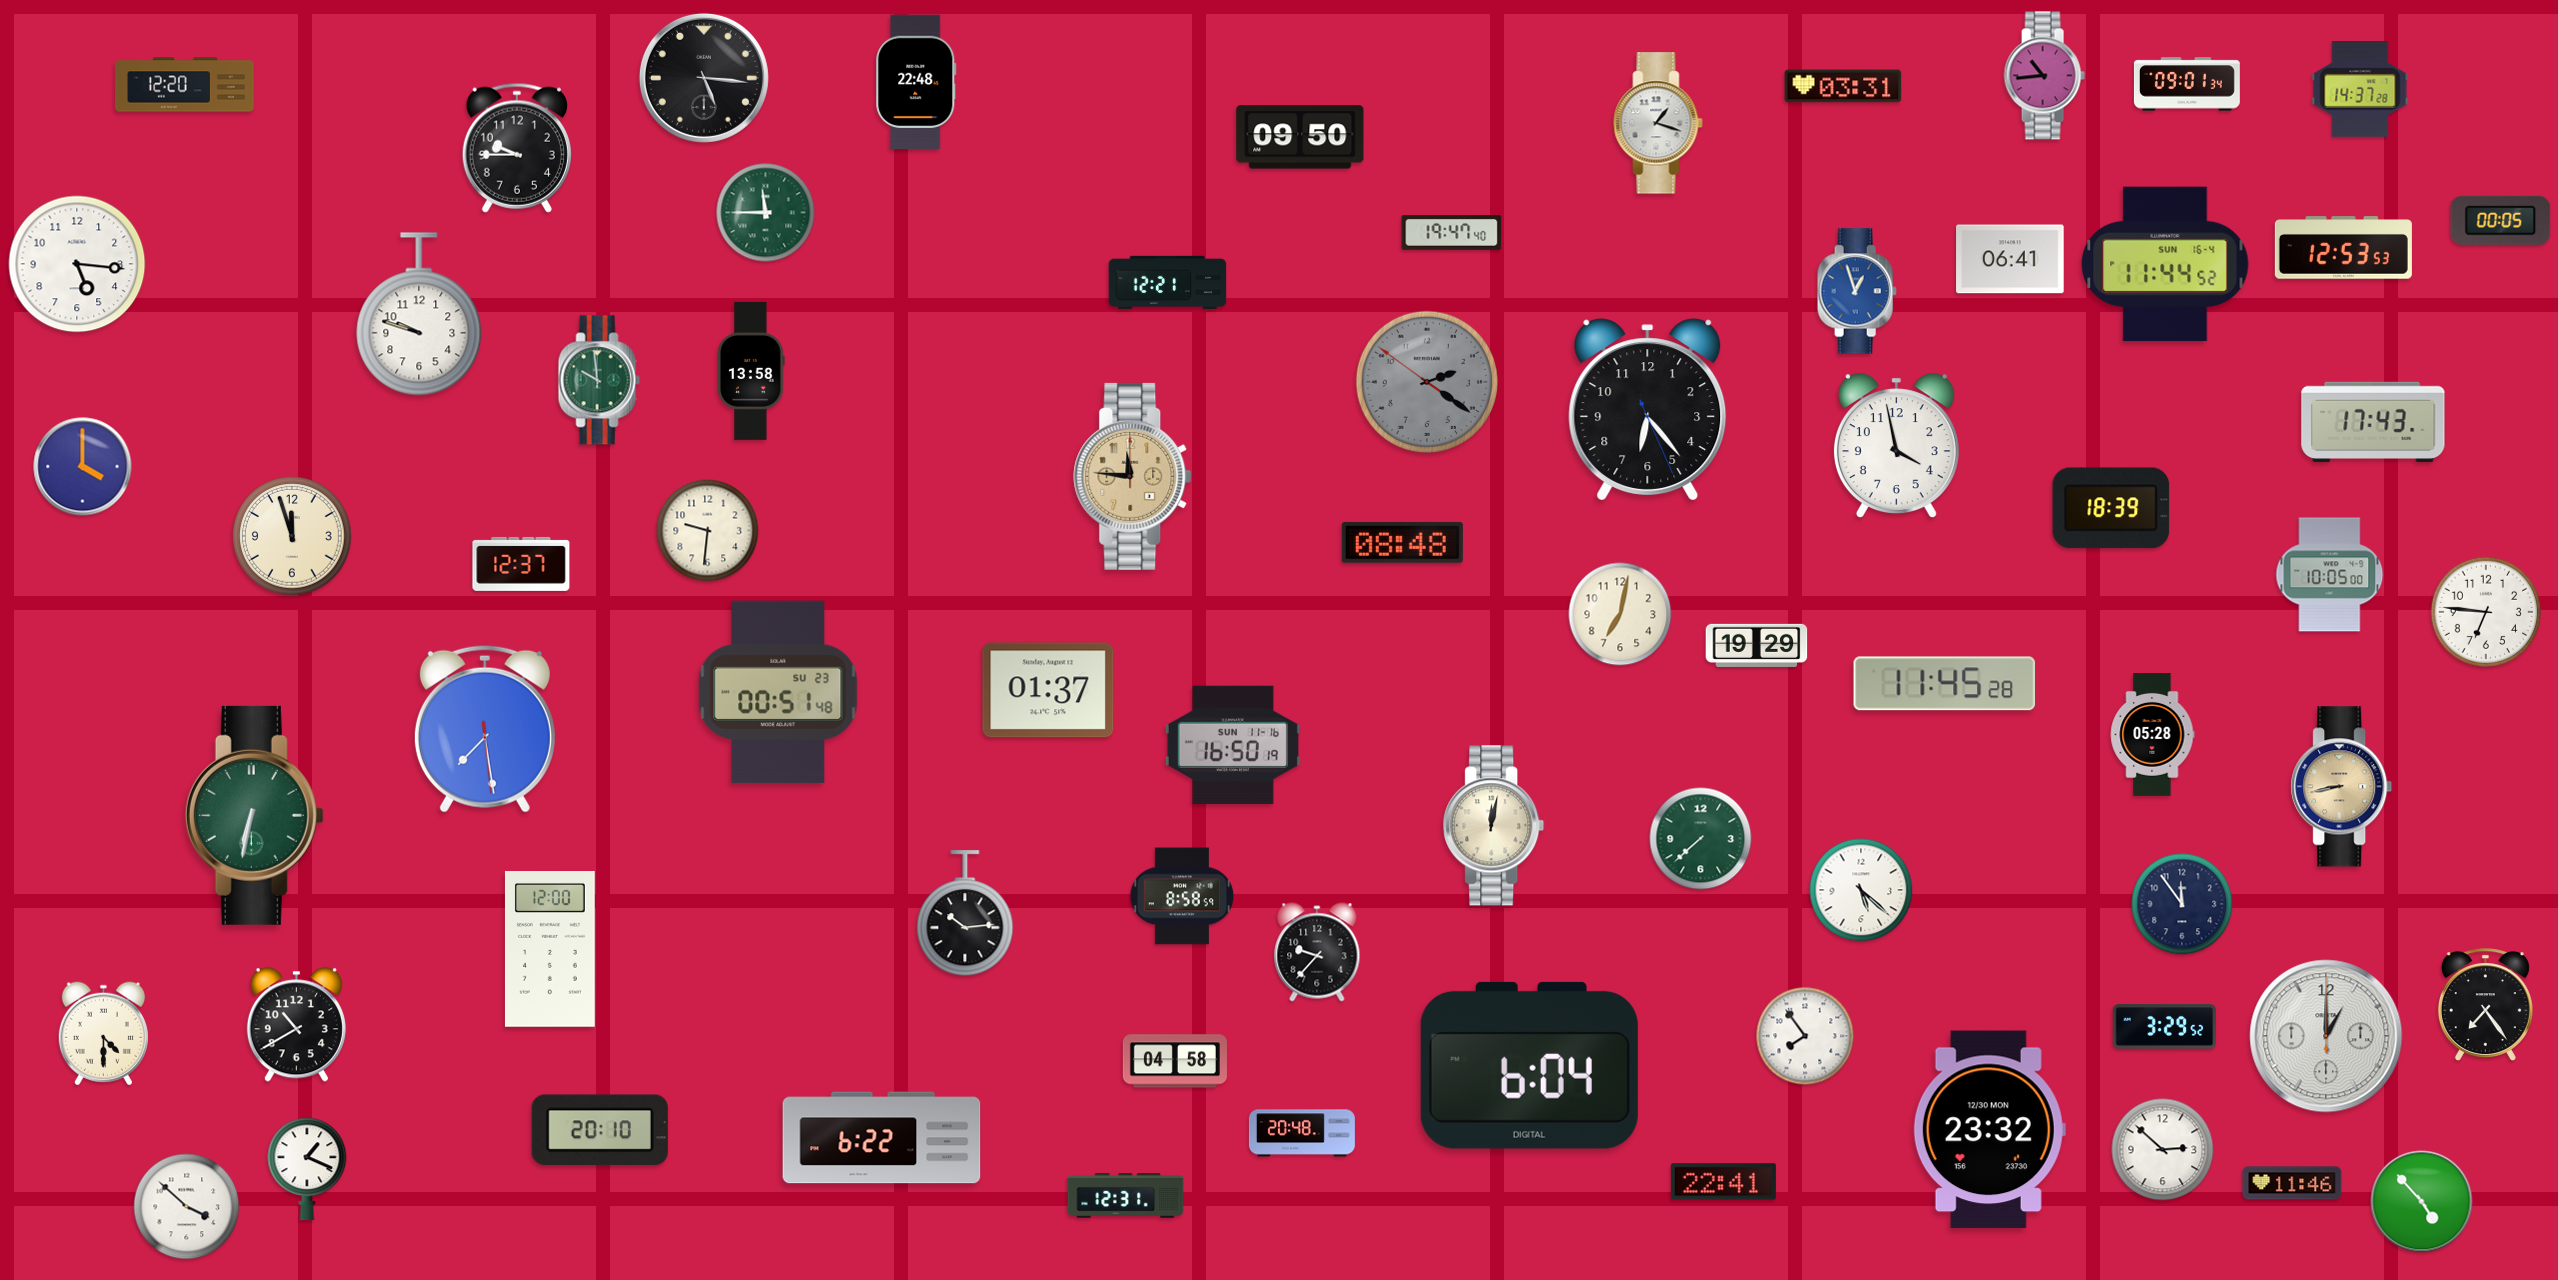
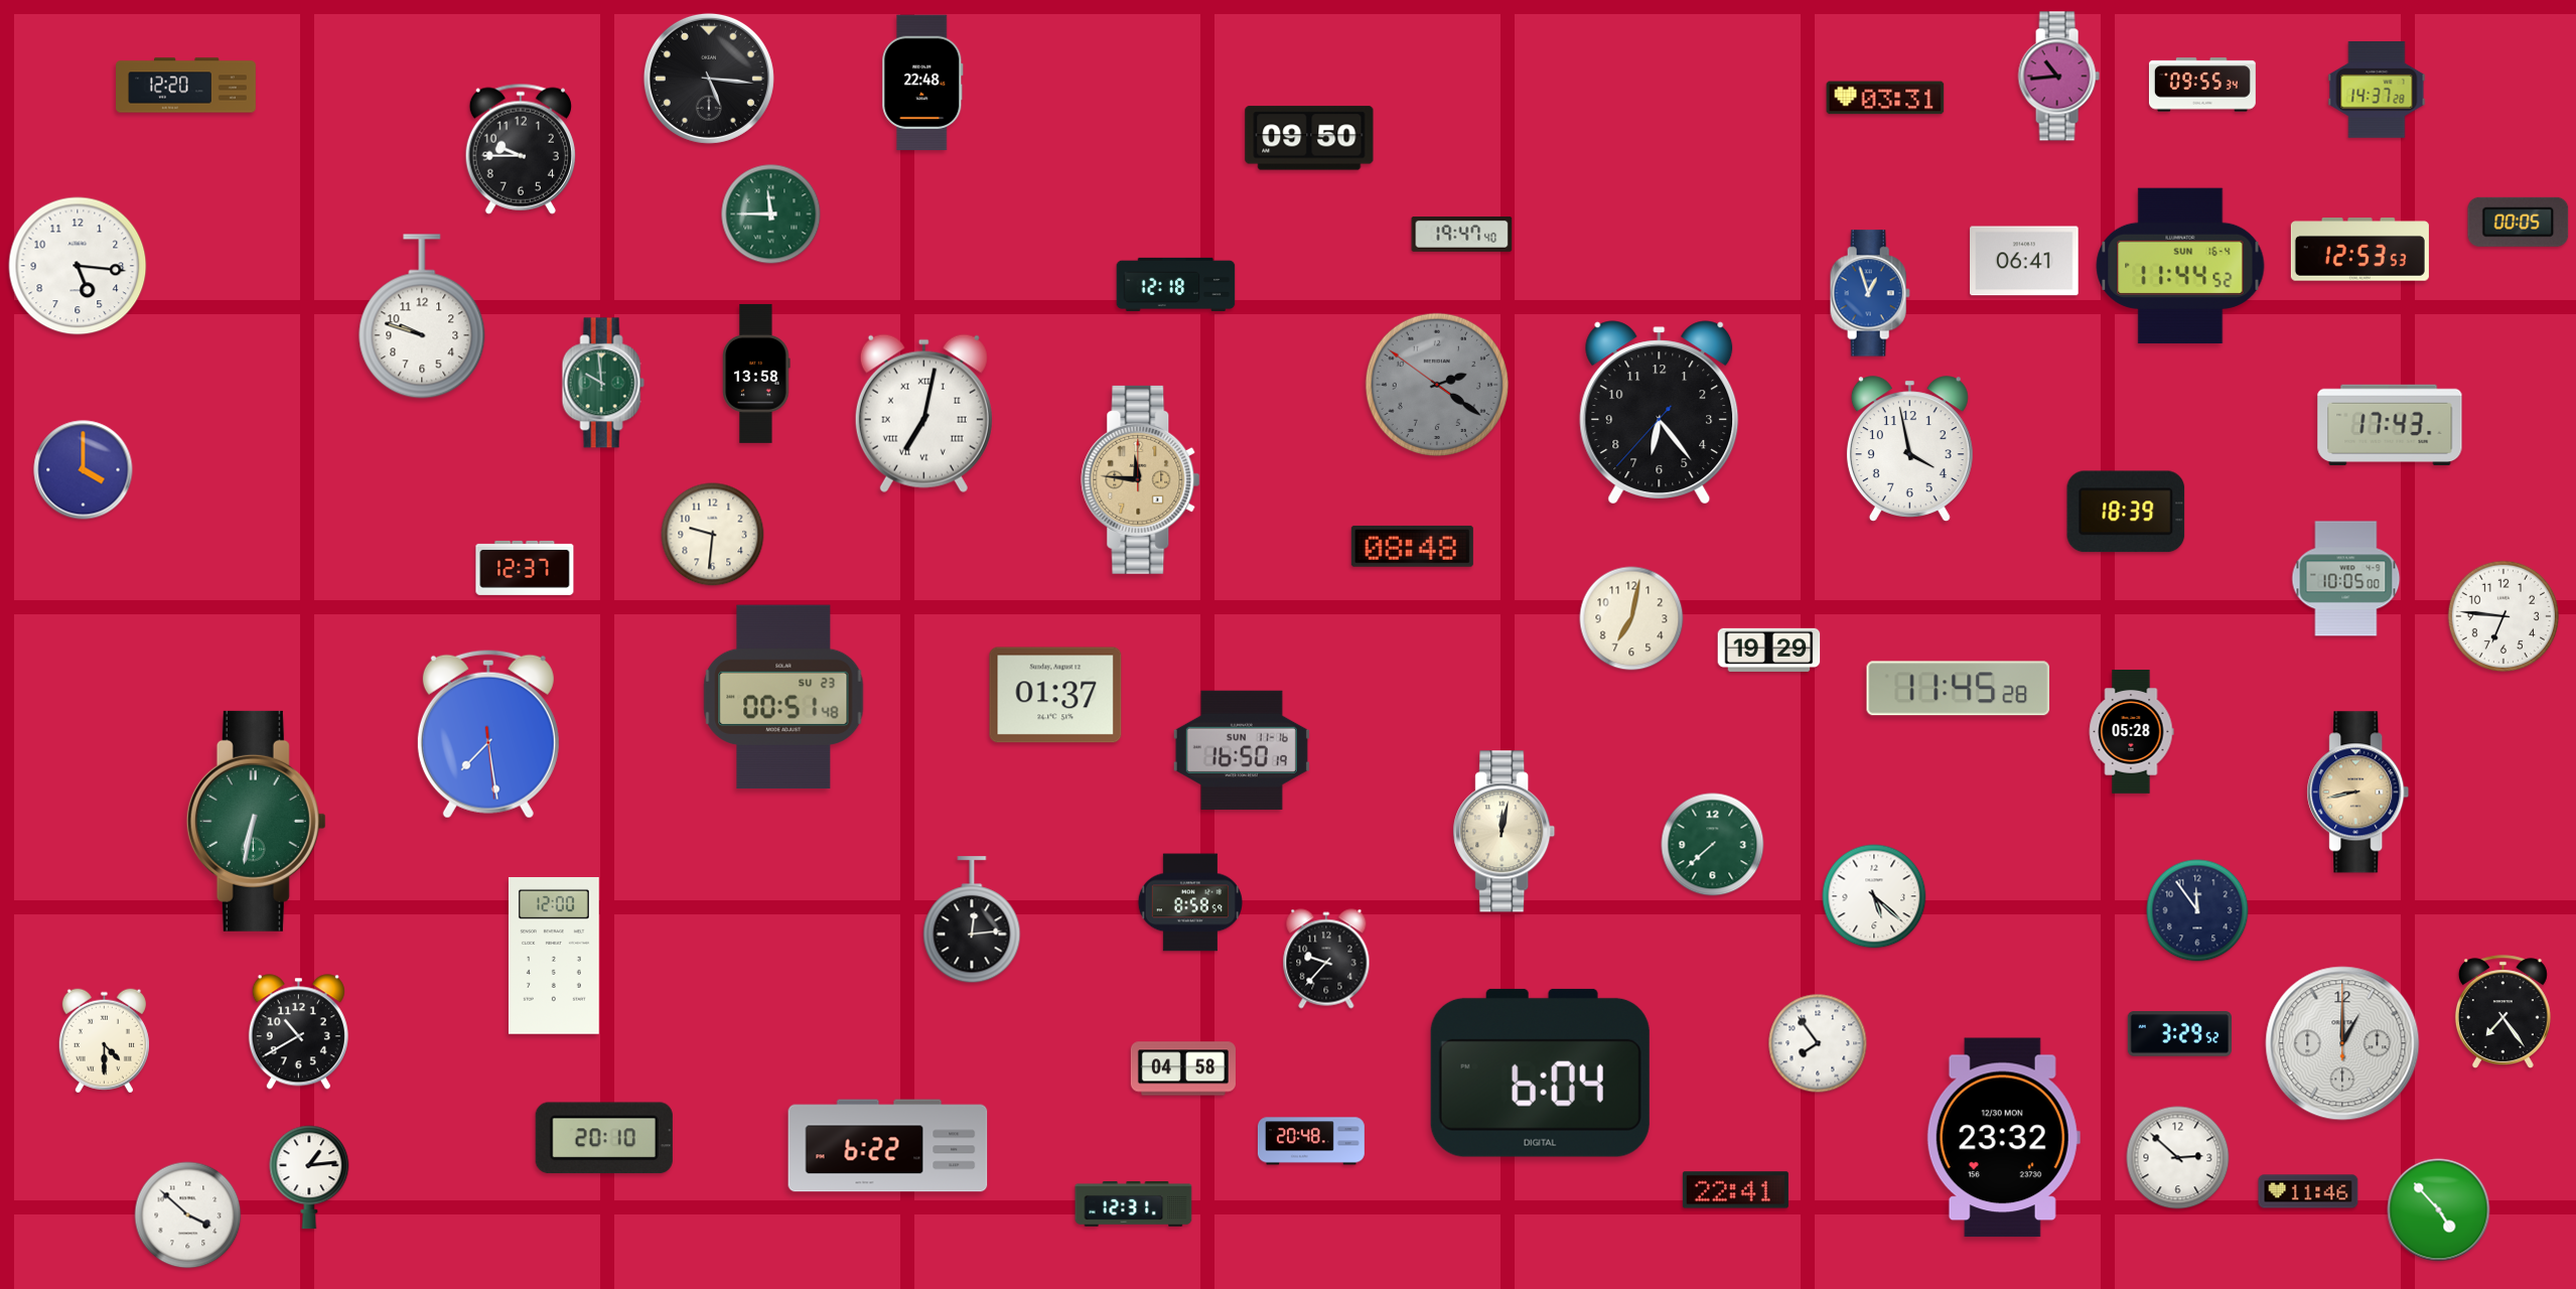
clock at (2187, 84): 09:01 -> 09:55
clock at (1843, 86) position: (1843, 86) -> (1885, 98)
clock at (1658, 123): 1:18 -> none
clock at (1168, 282): 12:21 -> 12:18
clock at (923, 413): none -> 7:02
clock at (1648, 410): 6:23:26 -> 6:23:37
clock at (293, 537): 11:57 -> none
clock at (2152, 735) position: (2152, 735) -> (2131, 732)
clock at (965, 914): 10:14 -> 12:14
clock at (307, 1169): 1:19 -> 1:14
